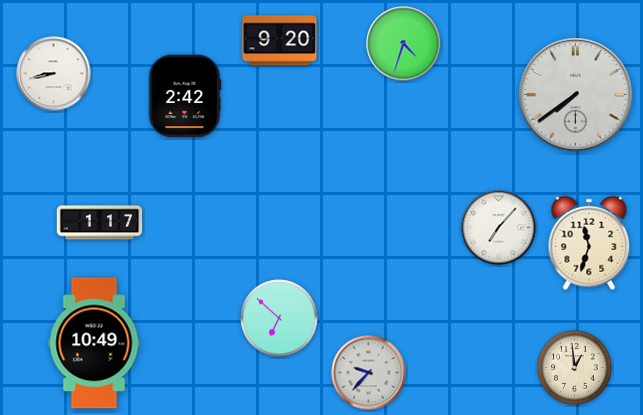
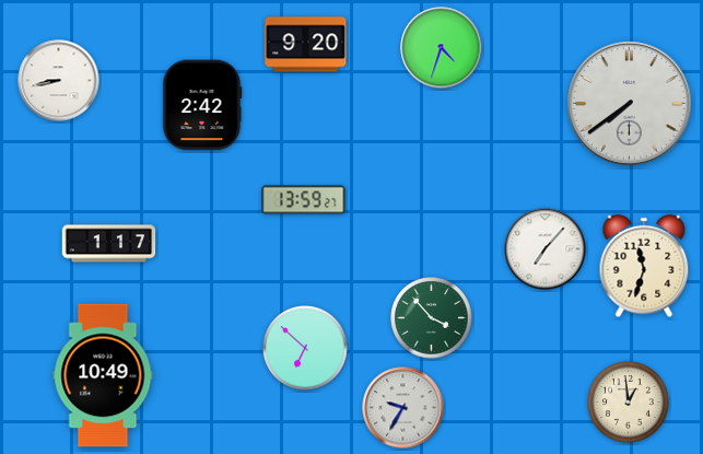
clock at (304, 200): none -> 13:59
clock at (432, 318): none -> 3:53
clock at (369, 373): 9:37 -> 9:35
